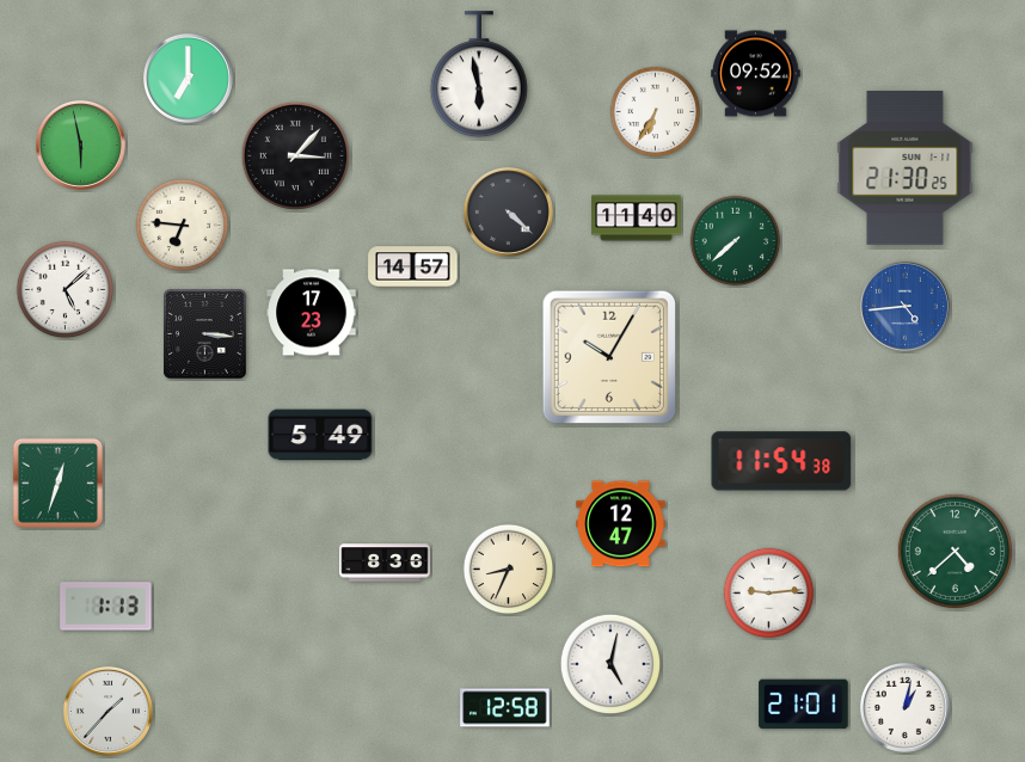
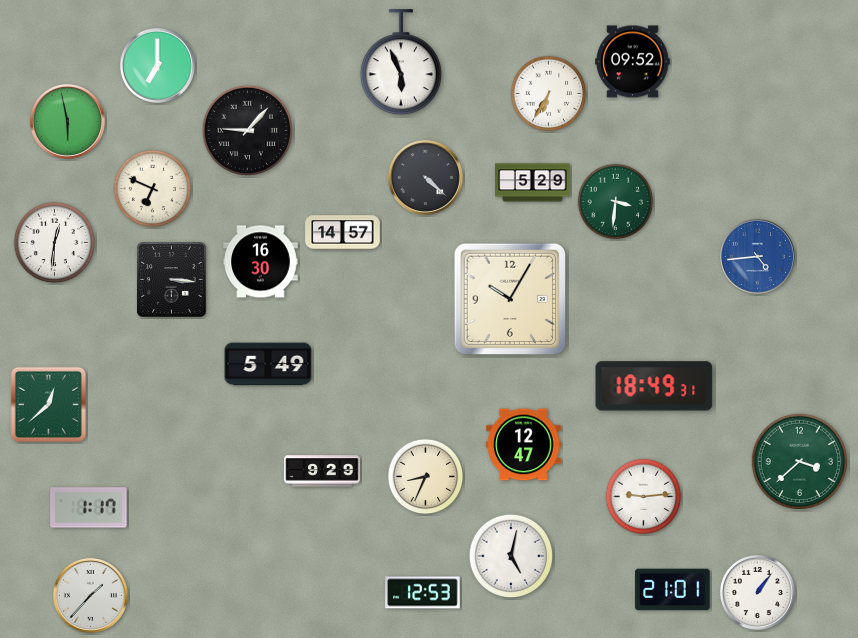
clock at (479, 75): 5:58 -> 5:56
clock at (295, 155): 3:07 -> 9:07
clock at (906, 167): 21:30 -> none
clock at (637, 219): 11:40 -> 5:29
clock at (183, 226): 6:46 -> 6:49
clock at (736, 241): 7:38 -> 3:31
clock at (413, 268) position: (413, 268) -> (343, 233)
clock at (66, 290): 5:08 -> 12:31
clock at (312, 313): 17:23 -> 16:30
clock at (781, 461): 11:54 -> 18:49
clock at (57, 483): 12:33 -> 12:38
clock at (621, 524) position: (621, 524) -> (524, 445)
clock at (955, 551): 4:38 -> 3:38
clock at (385, 563): 8:36 -> 9:29
clock at (106, 607): 1:13 -> 1:17
clock at (904, 707): 1:02 -> 1:06
clock at (505, 708): 12:58 -> 12:53
